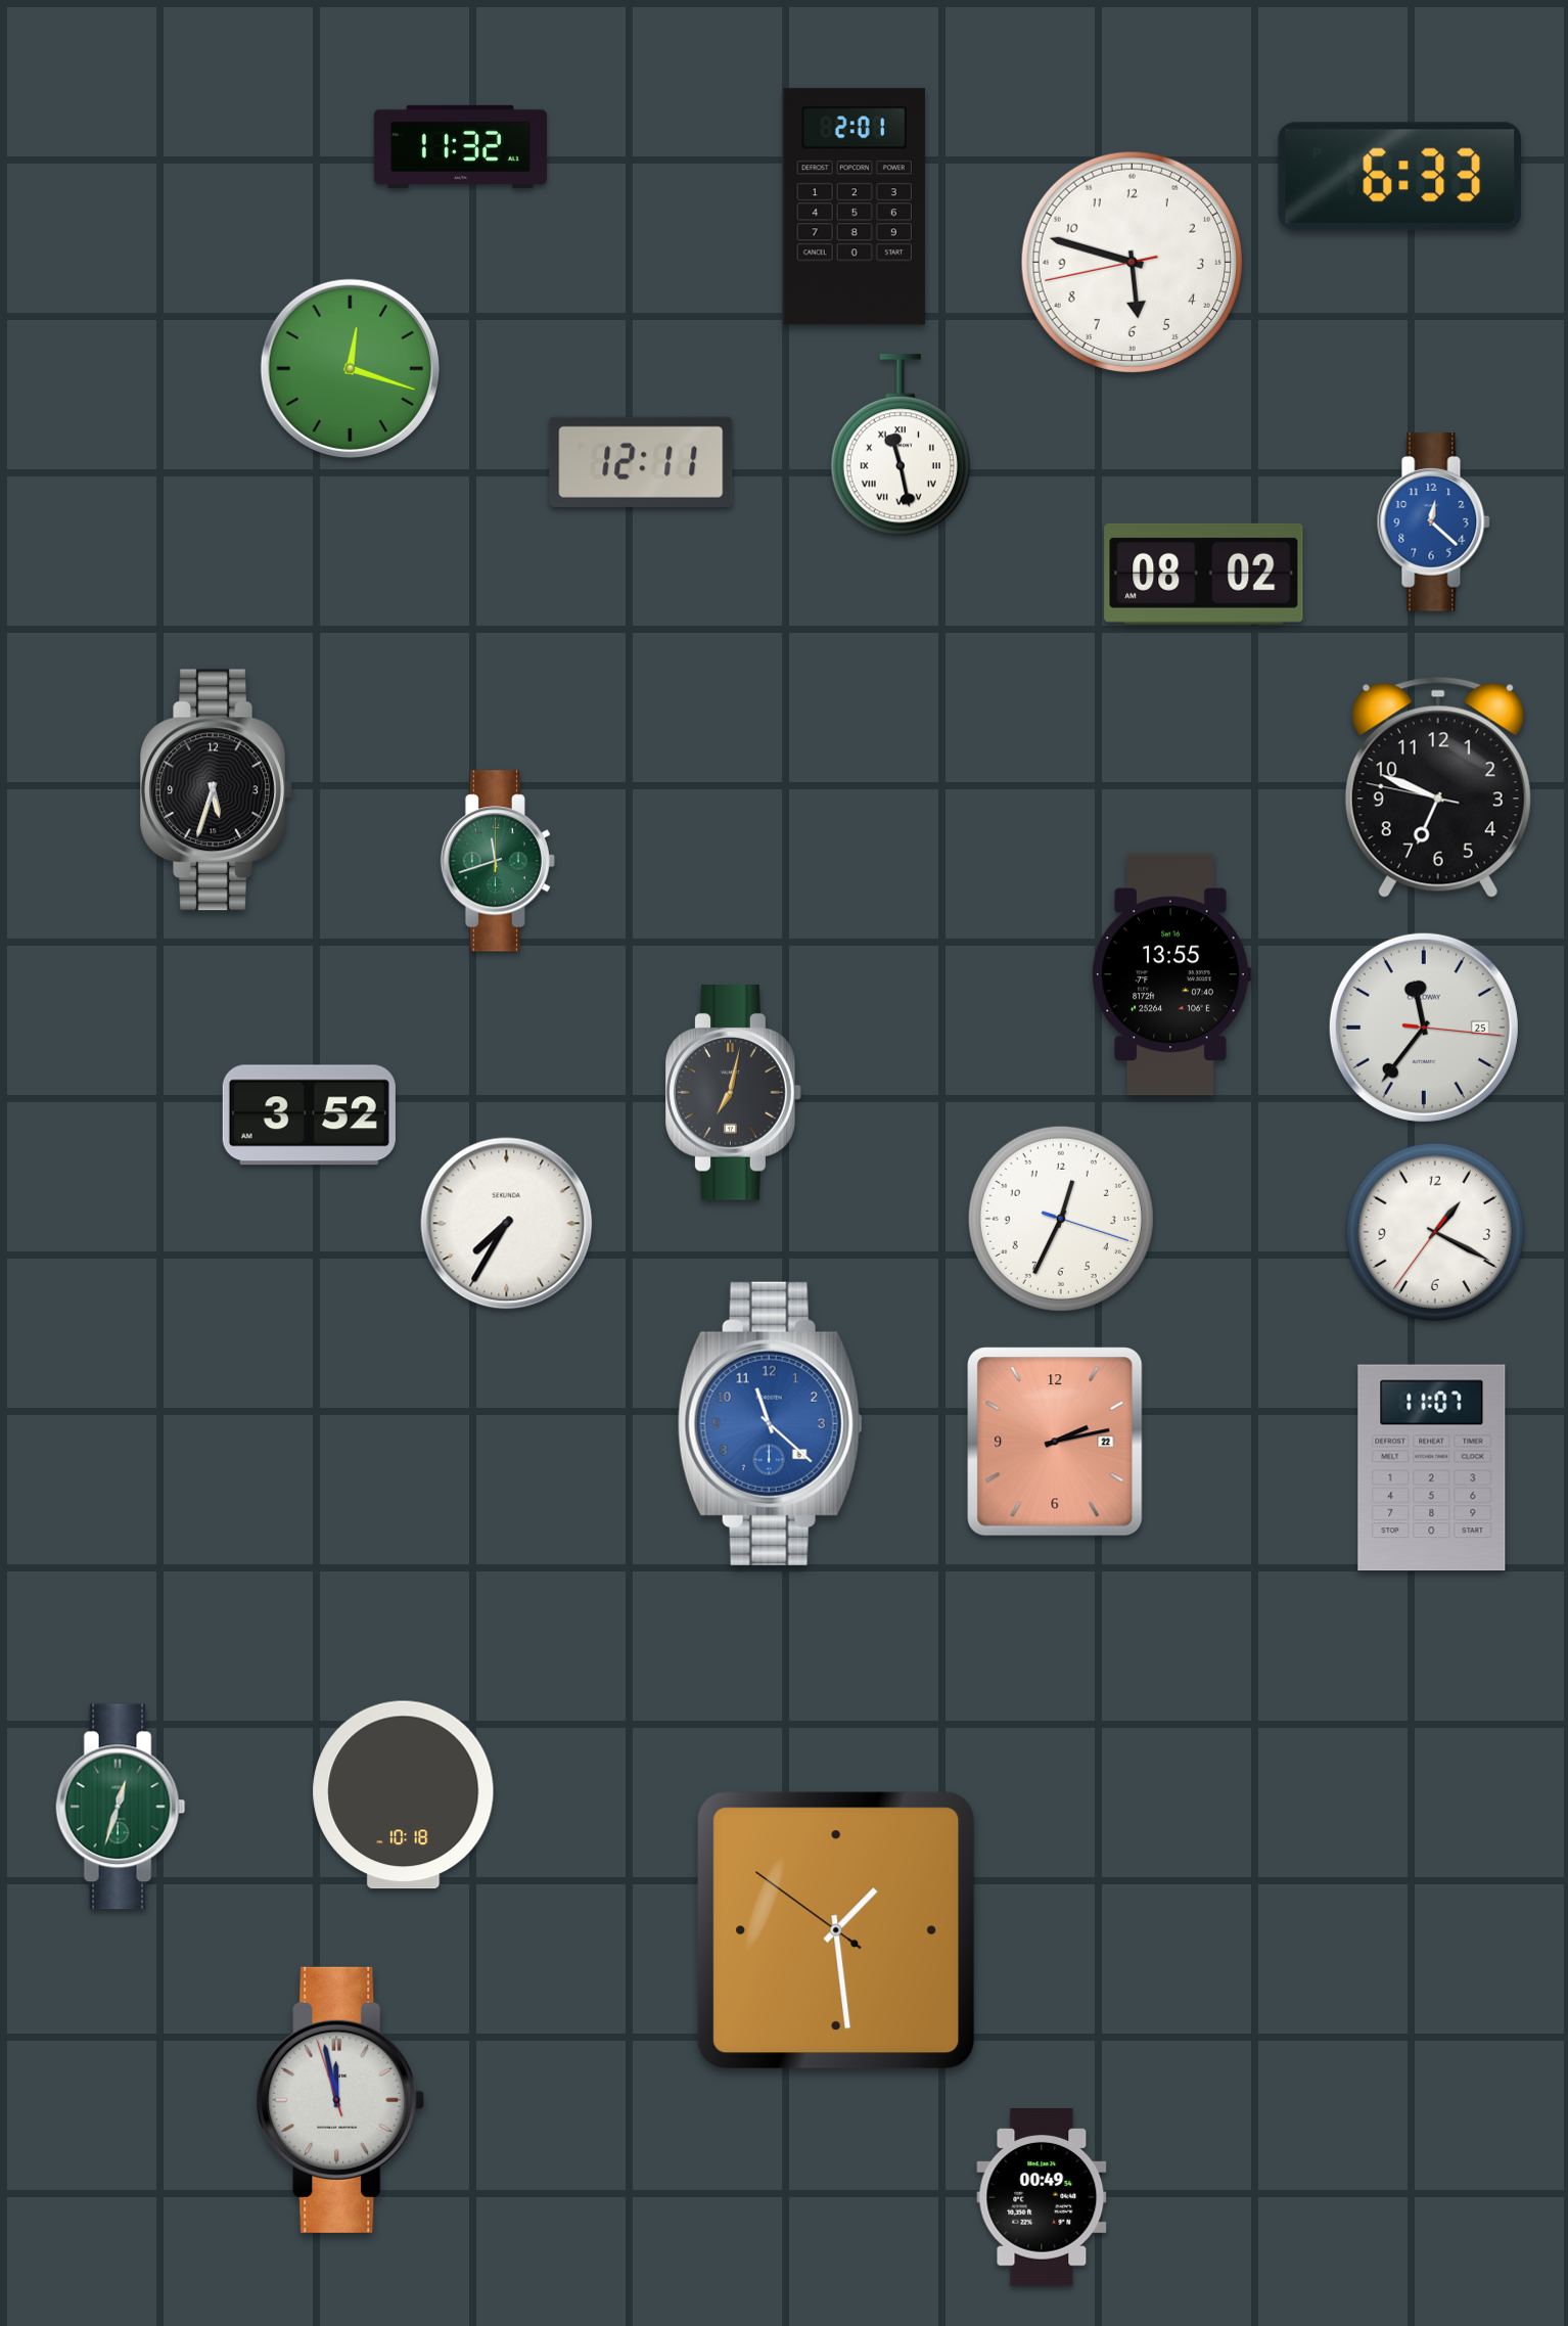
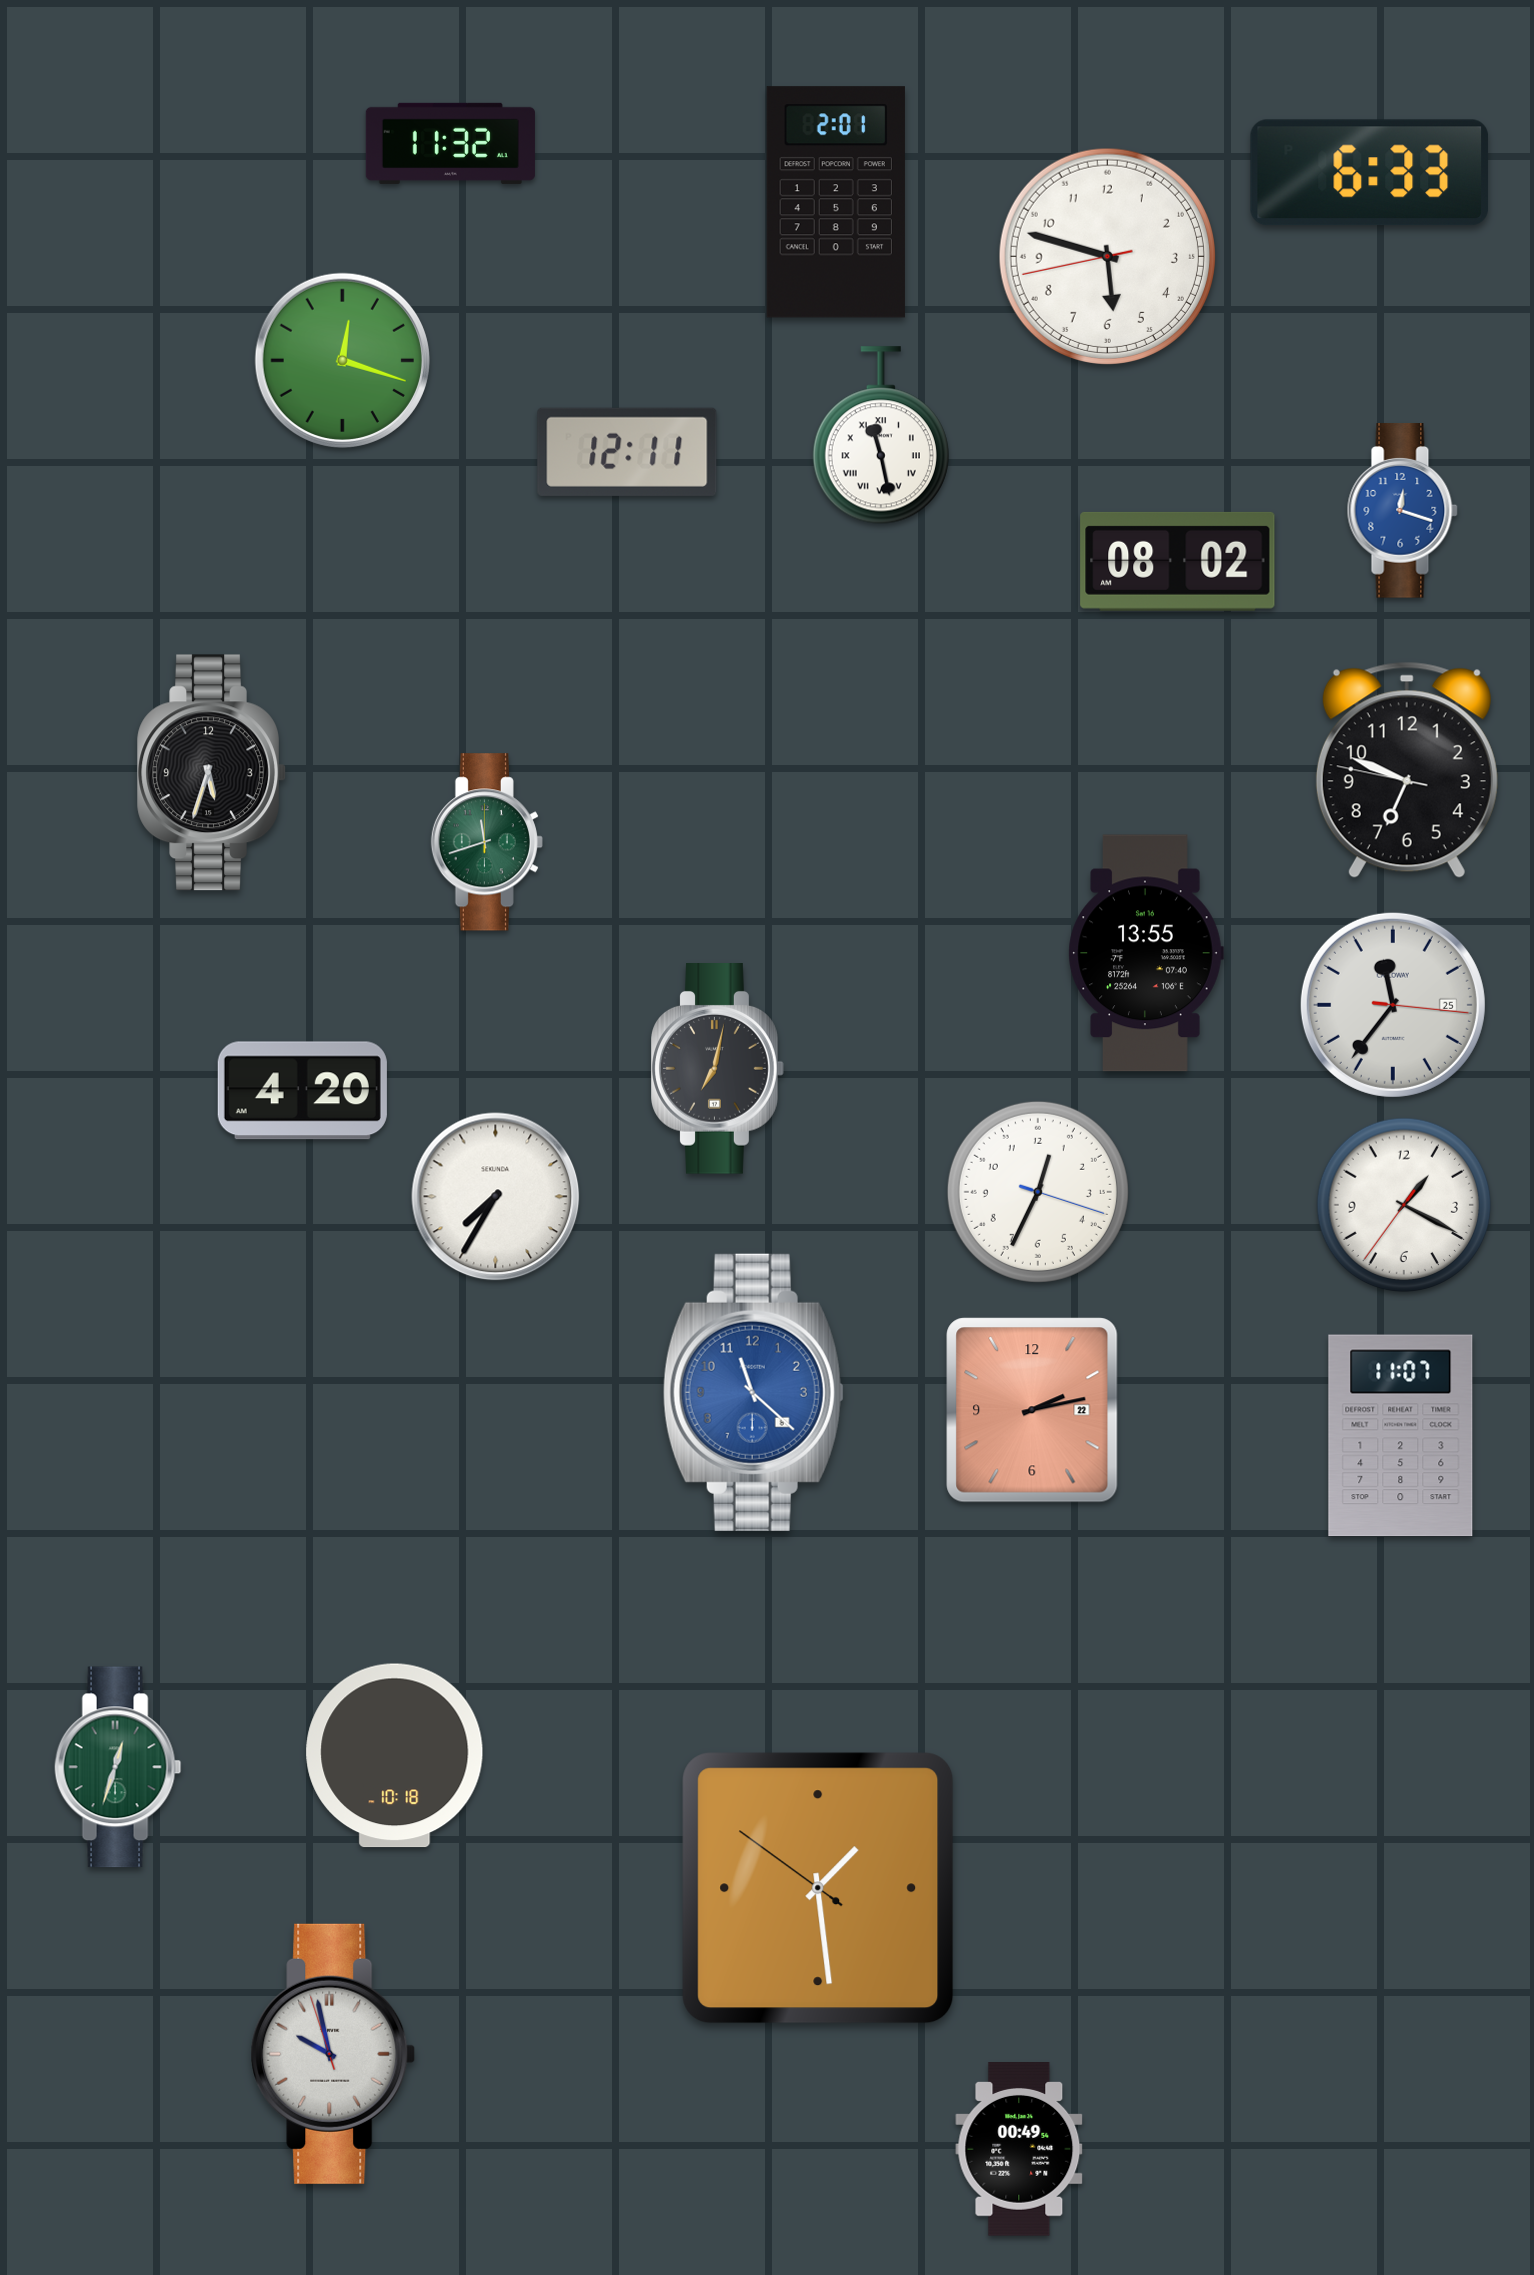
clock at (1433, 522): 12:22 -> 12:18
clock at (309, 1115): 3:52 -> 4:20
clock at (340, 2100): 11:57 -> 9:57
